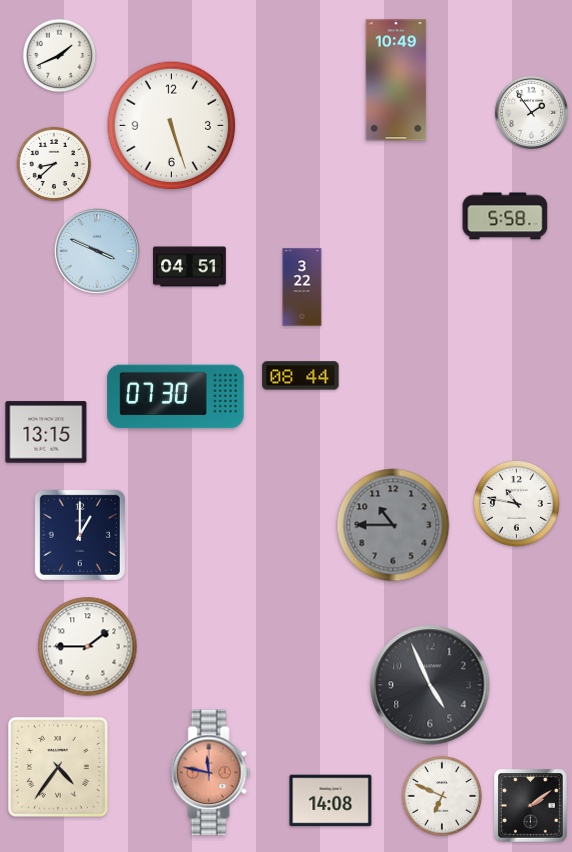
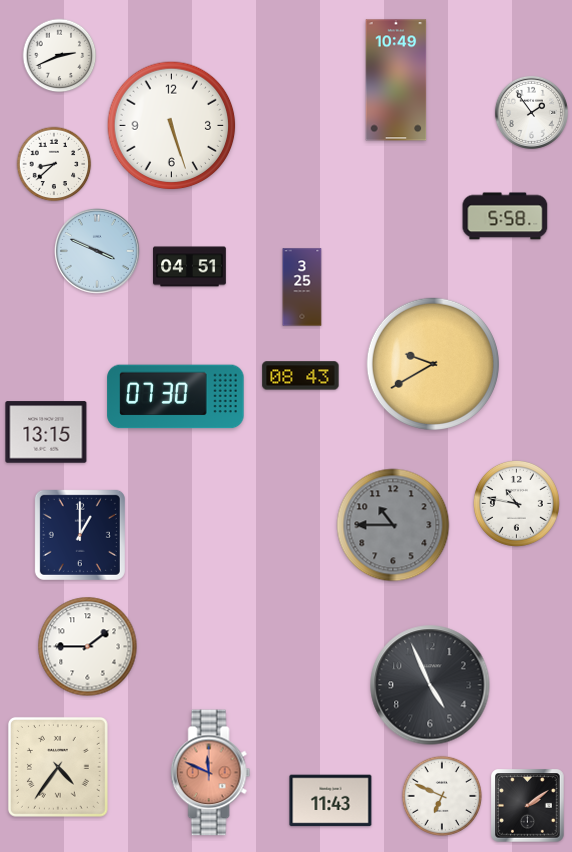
clock at (60, 56): 1:41 -> 2:41
clock at (302, 287): 3:22 -> 3:25
clock at (433, 364): none -> 9:40
clock at (301, 376): 08:44 -> 08:43
clock at (211, 773): 11:47 -> 11:49
clock at (331, 801): 14:08 -> 11:43
clock at (531, 806) position: (531, 806) -> (528, 806)
